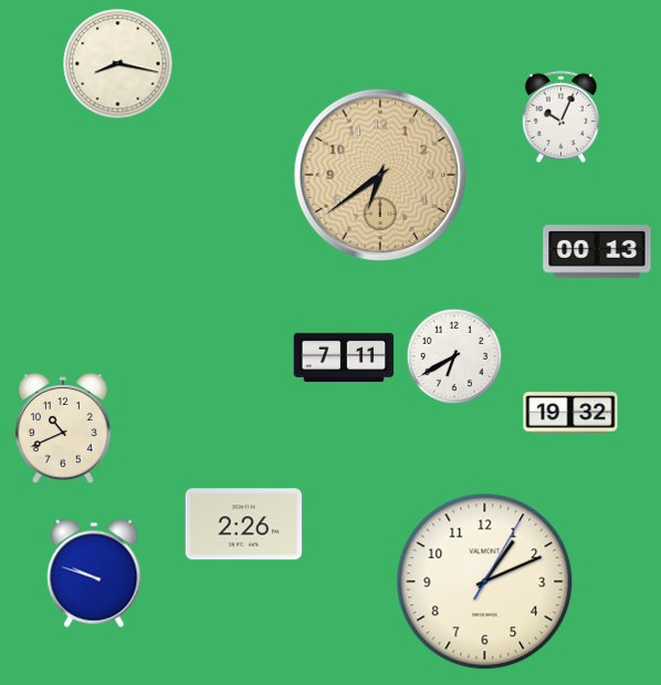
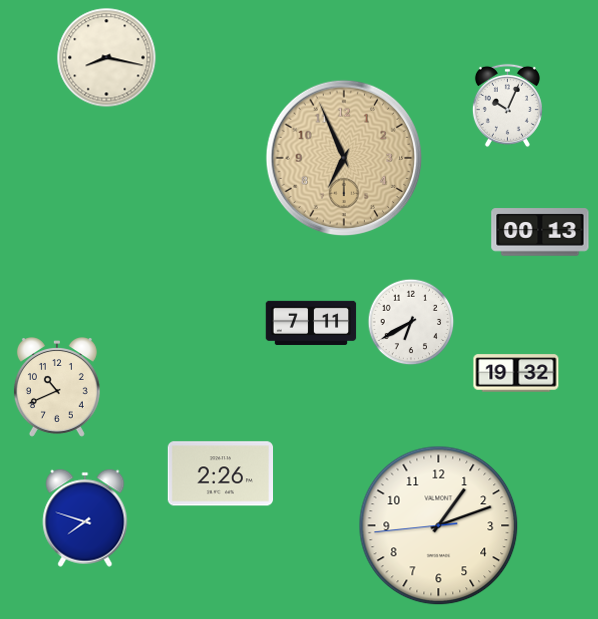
clock at (380, 175): 6:39 -> 6:56
clock at (597, 251) position: (597, 251) -> (540, 232)
clock at (94, 573): 9:48 -> 7:48
clock at (485, 582): 1:11:05 -> 1:11:44
